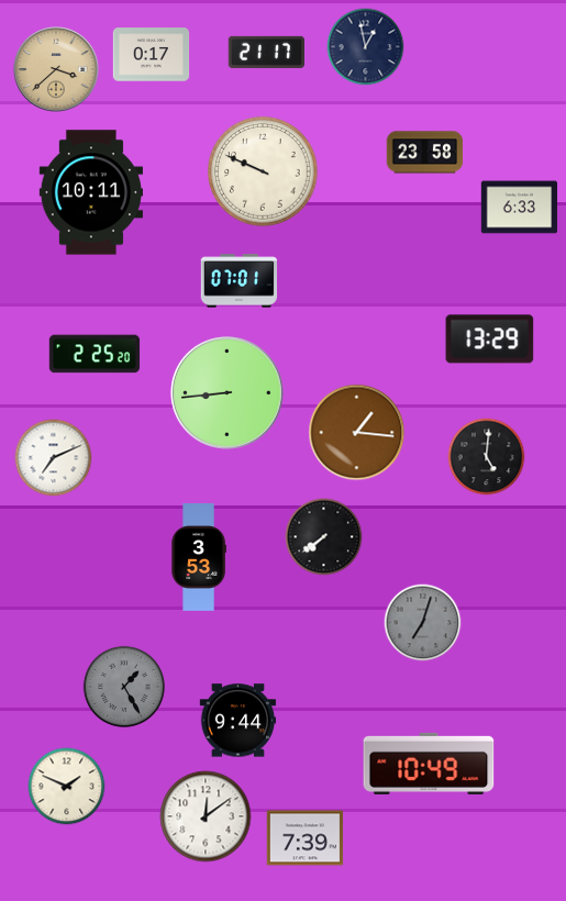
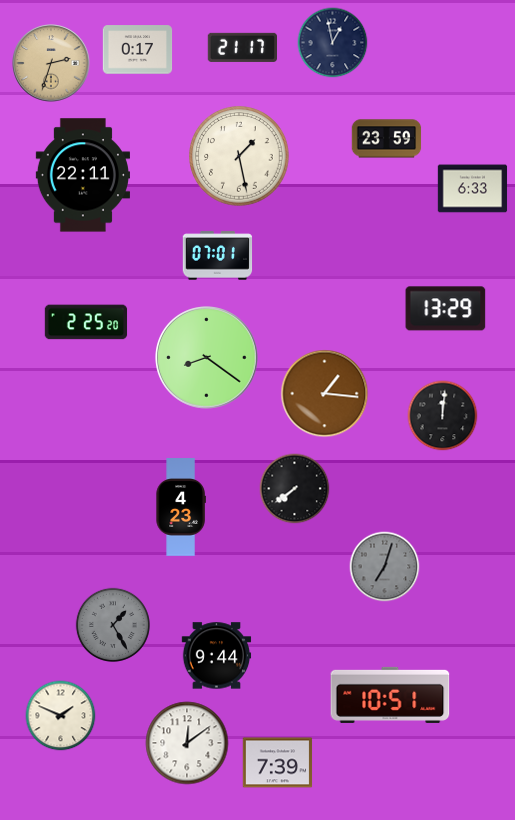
clock at (56, 69): 3:38 -> 2:33
clock at (425, 153): 23:58 -> 23:59
clock at (263, 171): 9:49 -> 1:28
clock at (90, 192): 10:11 -> 22:11
clock at (227, 393): 8:44 -> 8:21
clock at (487, 457): 5:01 -> 12:01
clock at (54, 458): 7:11 -> none
clock at (199, 557): 3:53 -> 4:23
clock at (429, 764): 10:49 -> 10:51
